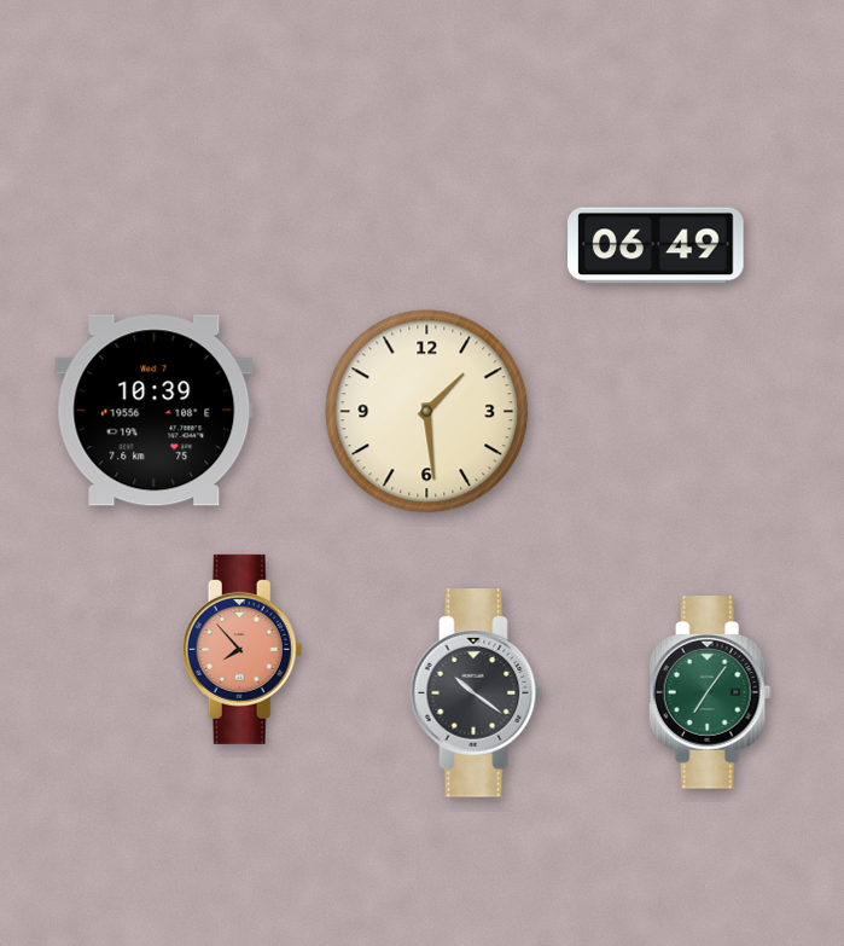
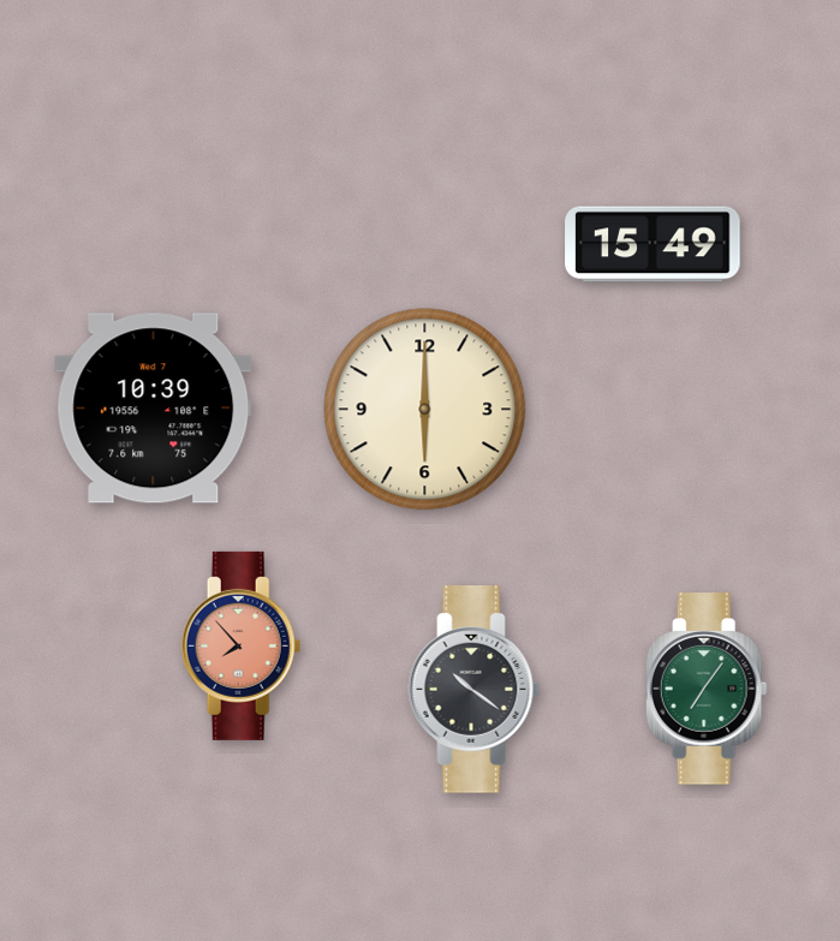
clock at (656, 245): 06:49 -> 15:49
clock at (427, 412): 1:29 -> 6:00
